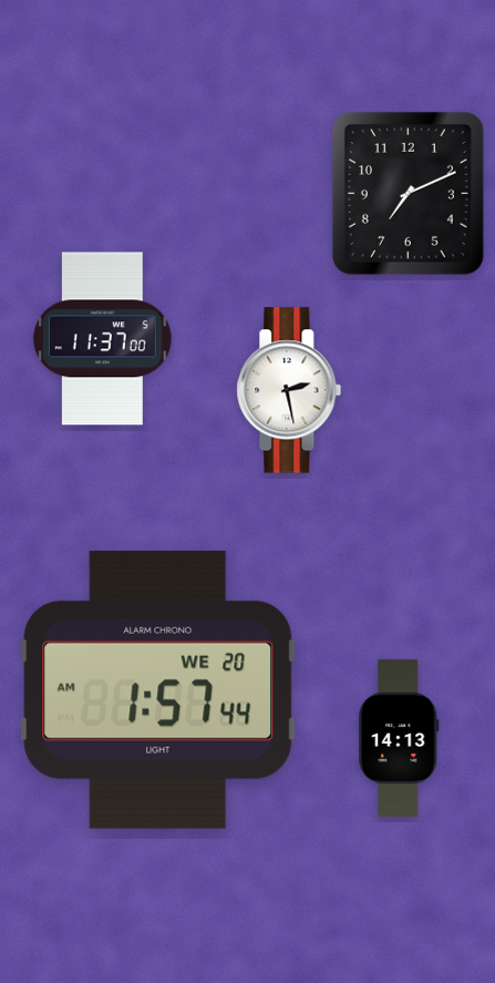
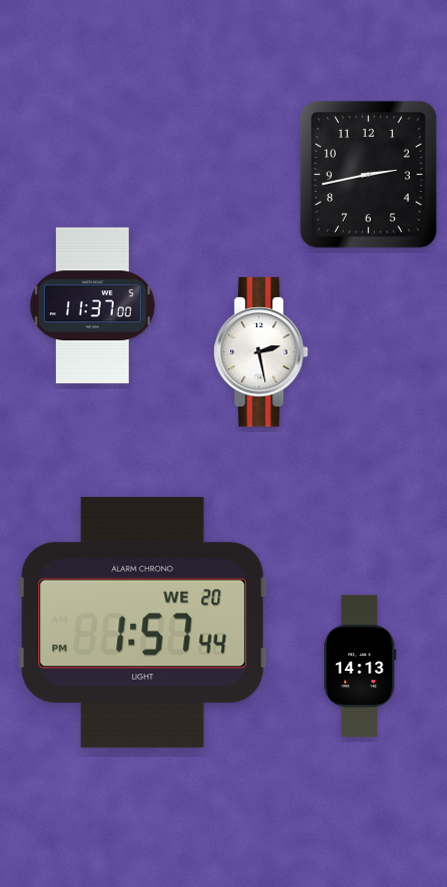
clock at (408, 193): 7:11 -> 2:43
clock at (158, 689): 1:57:44 AM -> 1:57:44 PM
